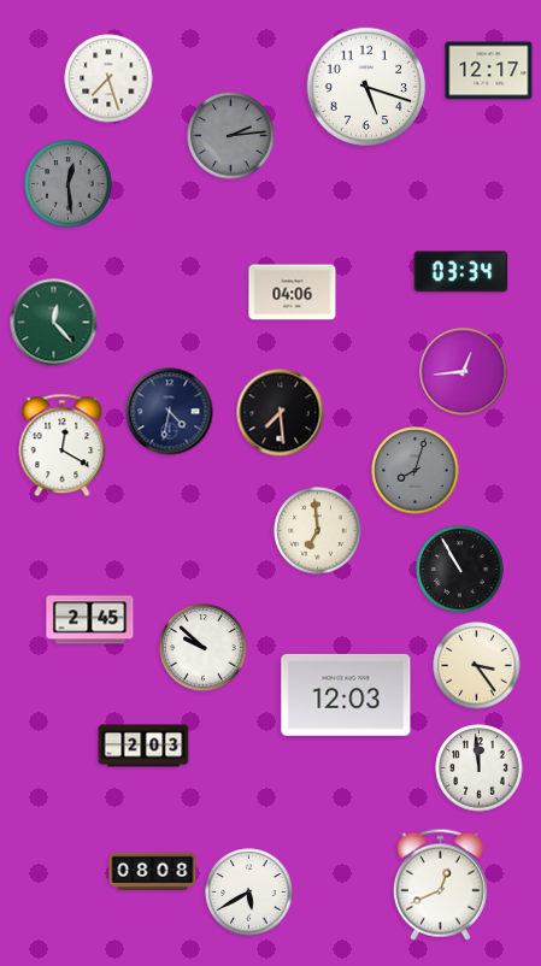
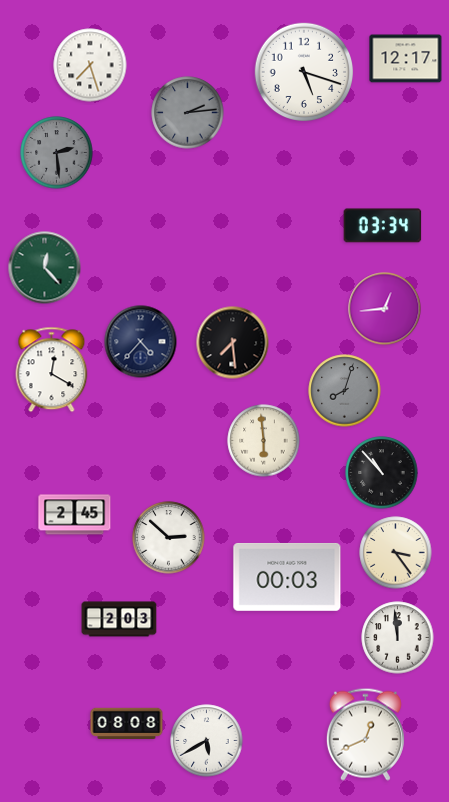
clock at (231, 136) position: (231, 136) -> (188, 113)
clock at (69, 184): 12:29 -> 2:29
clock at (293, 293): 04:06 -> none
clock at (170, 412): 4:32 -> 4:37
clock at (318, 531): 6:59 -> 5:59
clock at (460, 570): 10:55 -> 10:53
clock at (204, 648): 9:52 -> 2:52
clock at (346, 695): 12:03 -> 00:03
